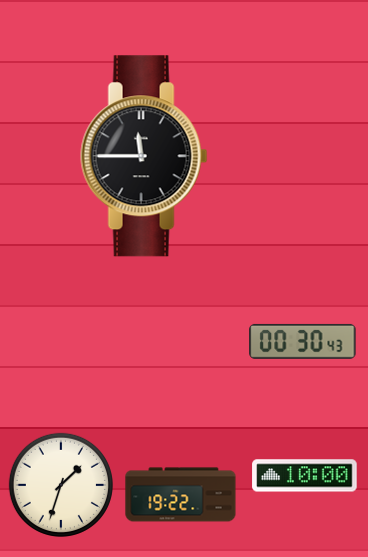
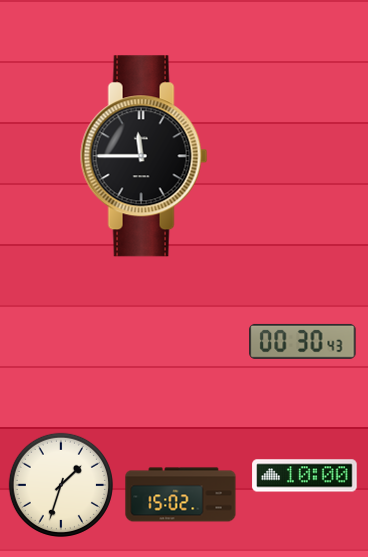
clock at (181, 495): 19:22 -> 15:02
